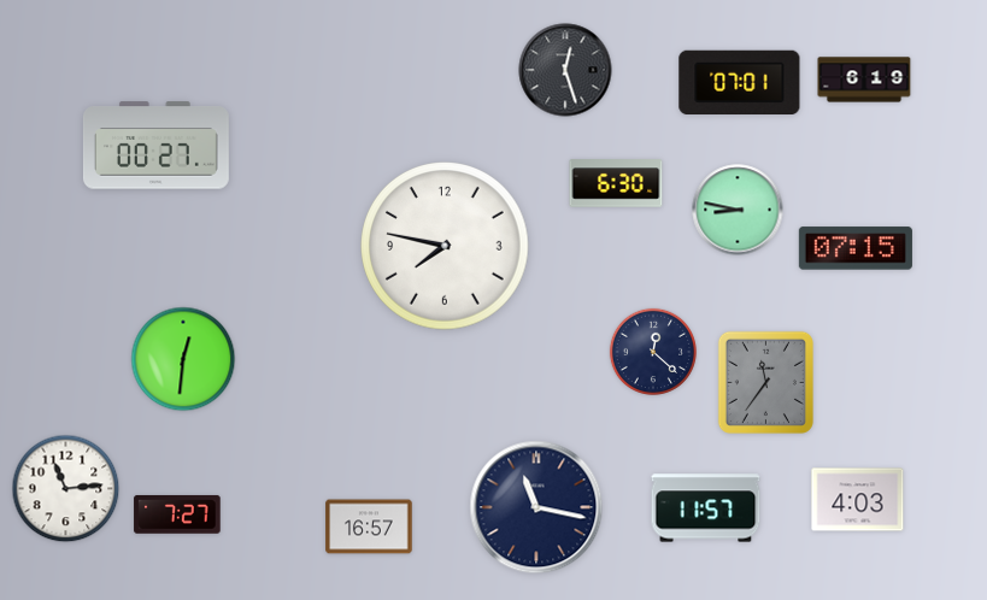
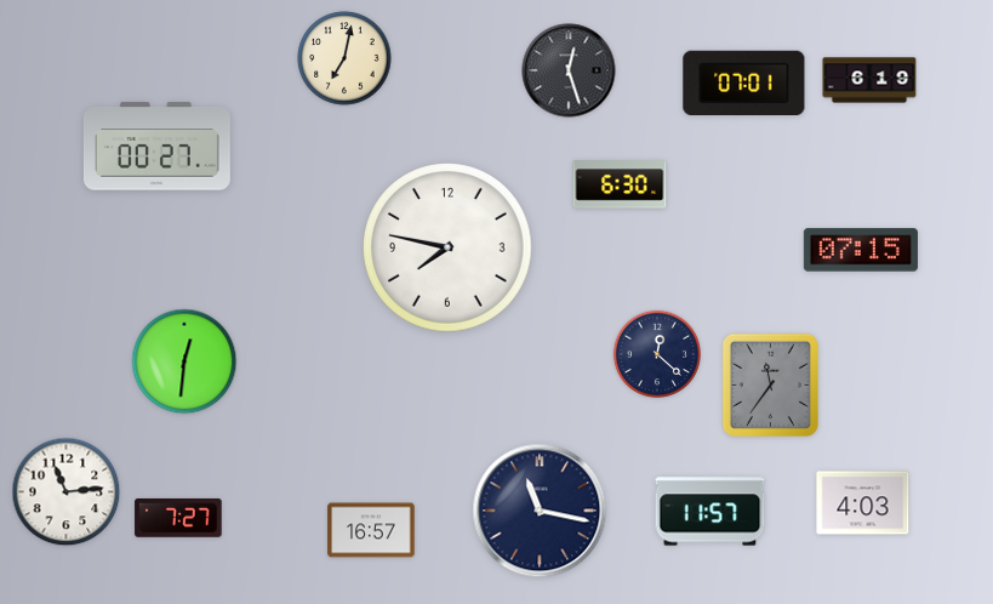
clock at (344, 58): none -> 7:02
clock at (738, 210): 8:47 -> none
